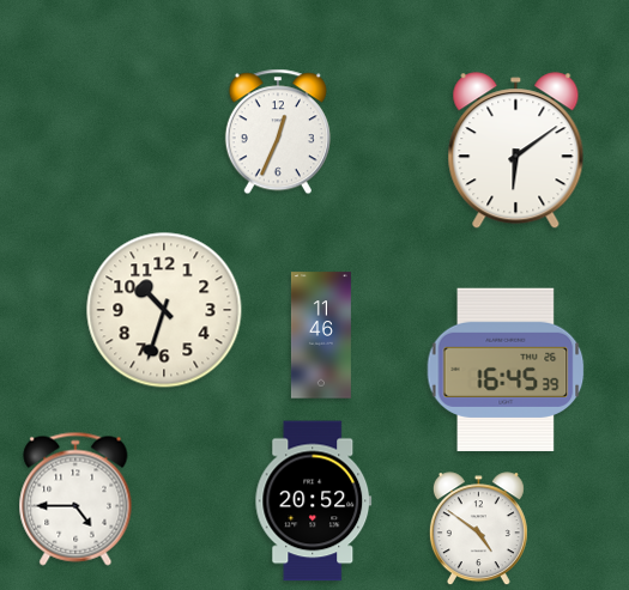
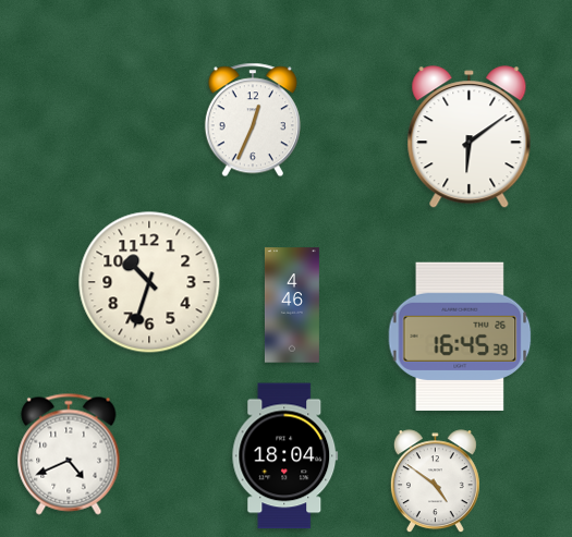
clock at (321, 335): 11:46 -> 4:46
clock at (75, 499): 4:45 -> 4:41
clock at (314, 501): 20:52 -> 18:04
